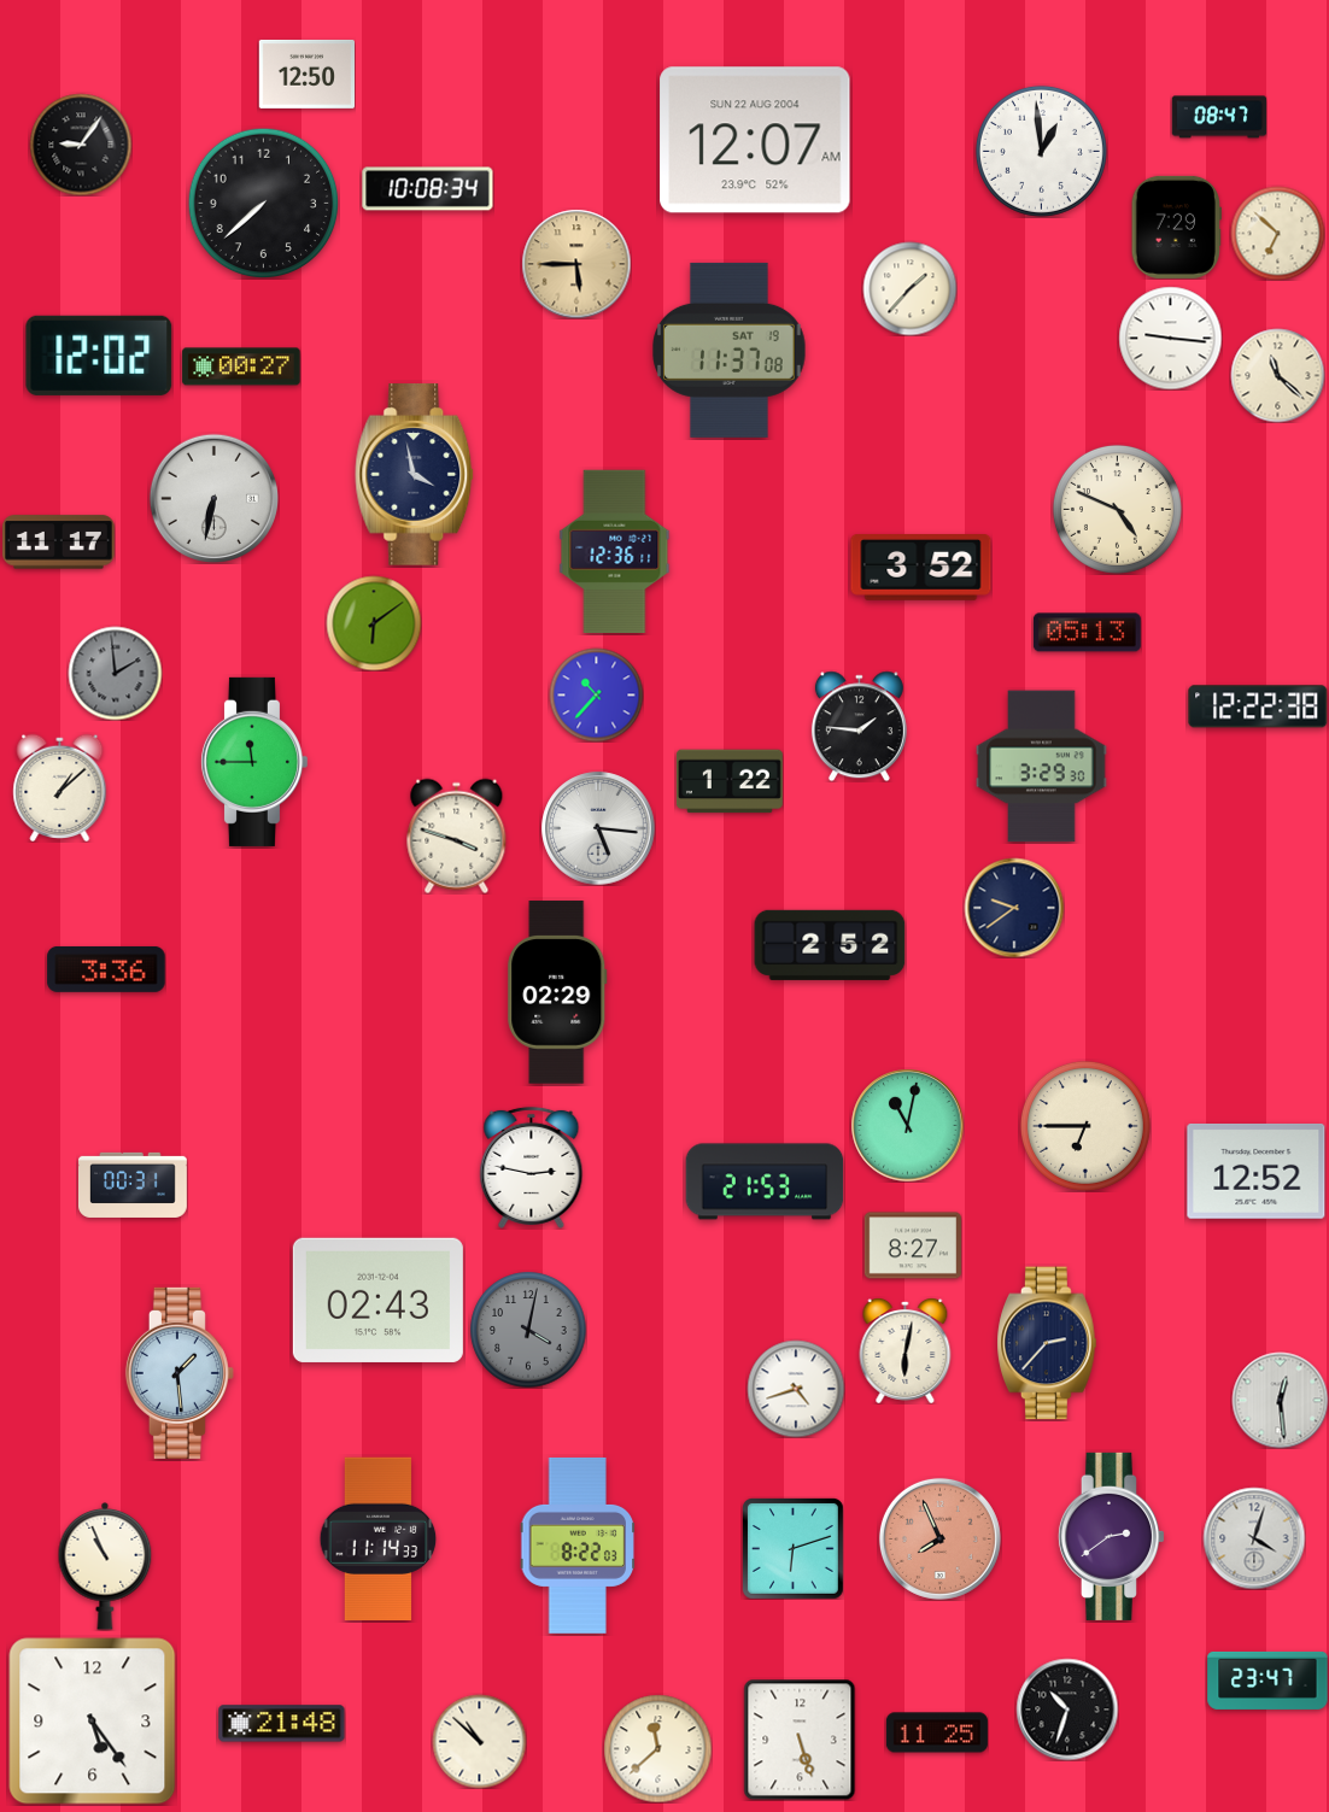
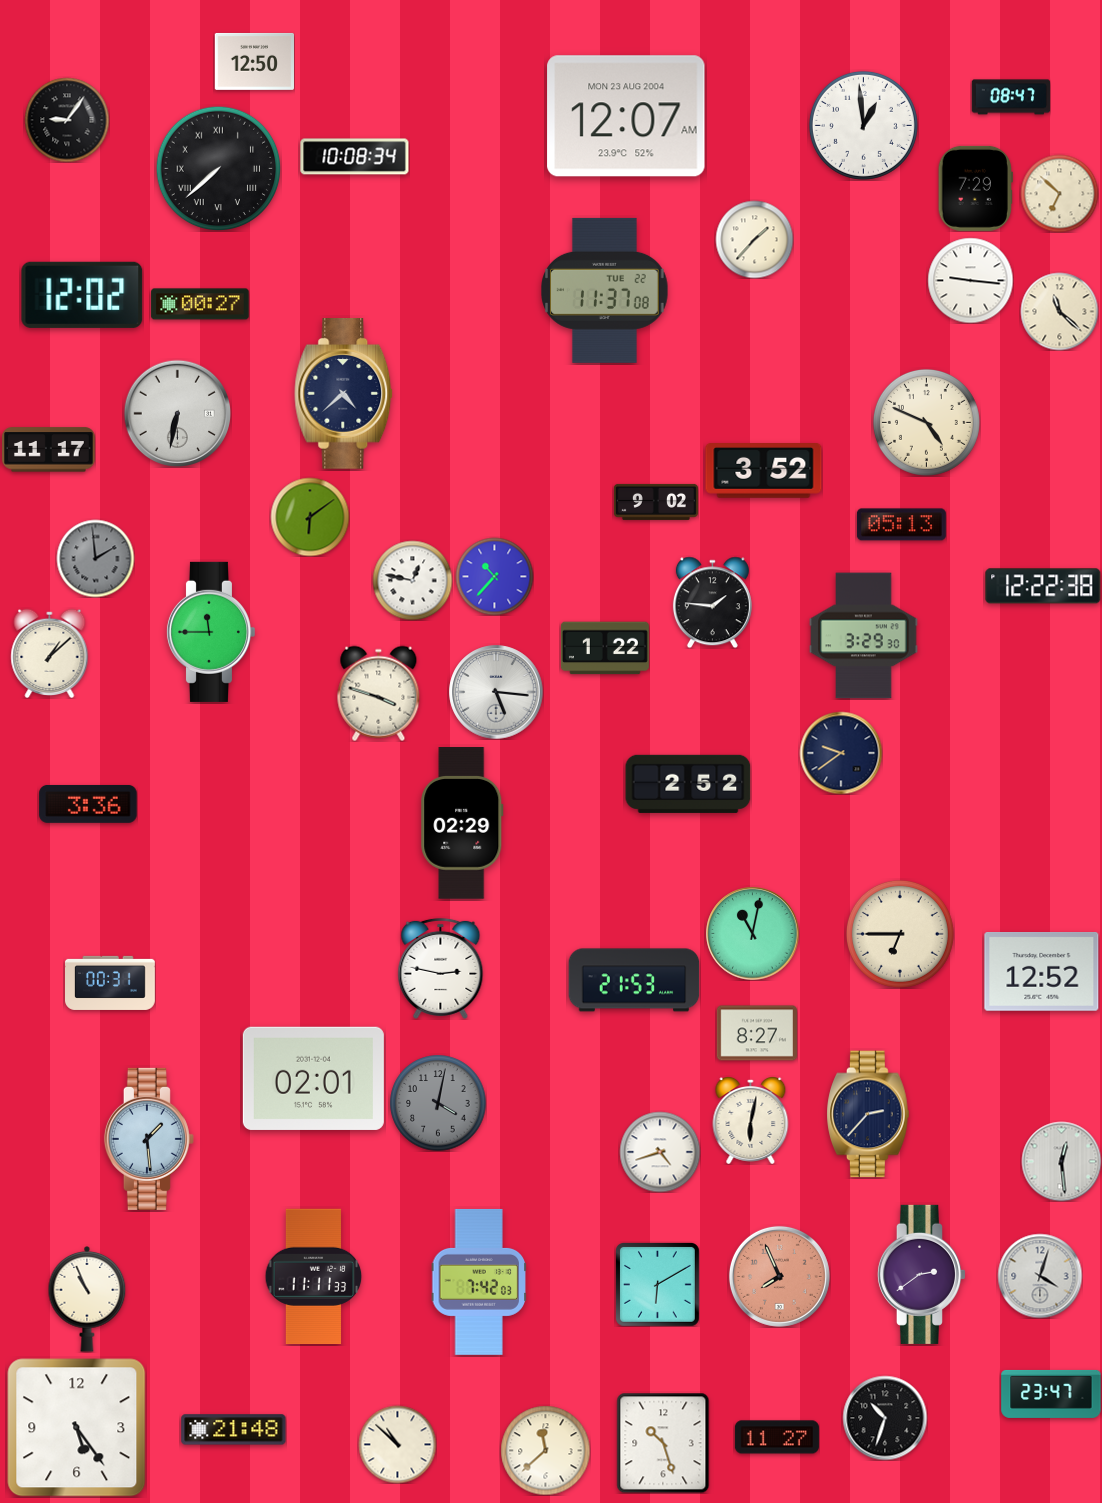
clock at (755, 140) date: SUN 22 AUG 2004 -> MON 23 AUG 2004
clock at (263, 203) numerals: Arabic -> Roman
clock at (576, 264): 5:45 -> none
clock at (730, 350) date: SAT 19 -> TUE 22
clock at (415, 475): 3:58 -> 4:38
clock at (615, 551): 12:36 -> none
clock at (656, 502): none -> 9:02
clock at (412, 580): none -> 12:47
clock at (598, 828) position: (598, 828) -> (496, 692)
clock at (377, 1300): 02:43 -> 02:01
clock at (379, 1538): 11:14 -> 11:11
clock at (578, 1546): 8:22 -> 7:42
clock at (792, 1548): 6:12 -> 6:10
clock at (937, 1732): 11:25 -> 11:27
clock at (800, 1740): 5:27 -> 10:27
